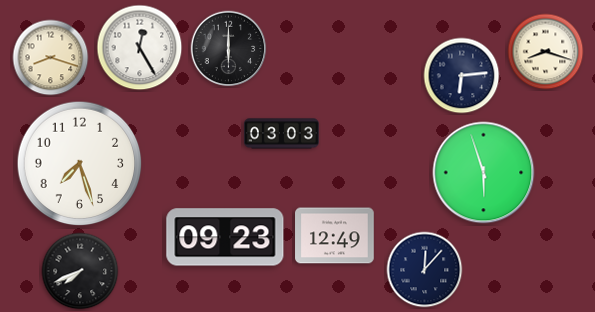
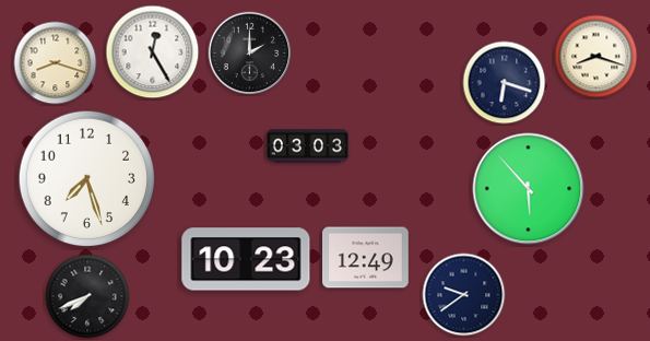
clock at (229, 49): 6:00 -> 2:00
clock at (462, 76): 6:14 -> 6:18
clock at (484, 173): 5:57 -> 5:53
clock at (225, 237): 09:23 -> 10:23
clock at (425, 270): 12:07 -> 9:39
